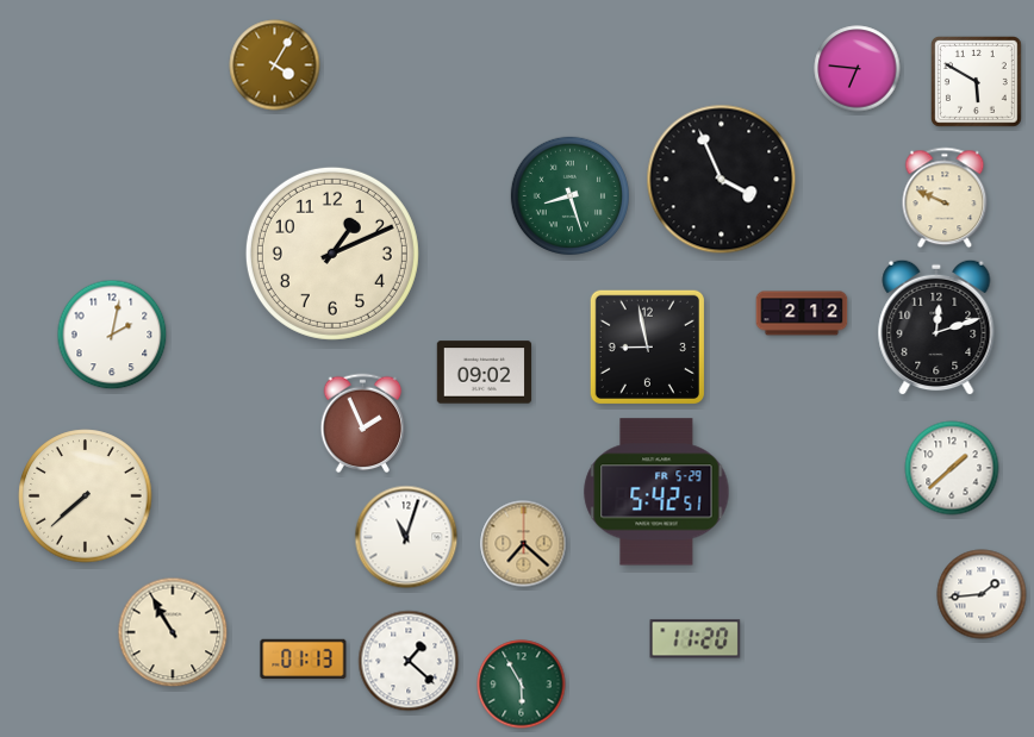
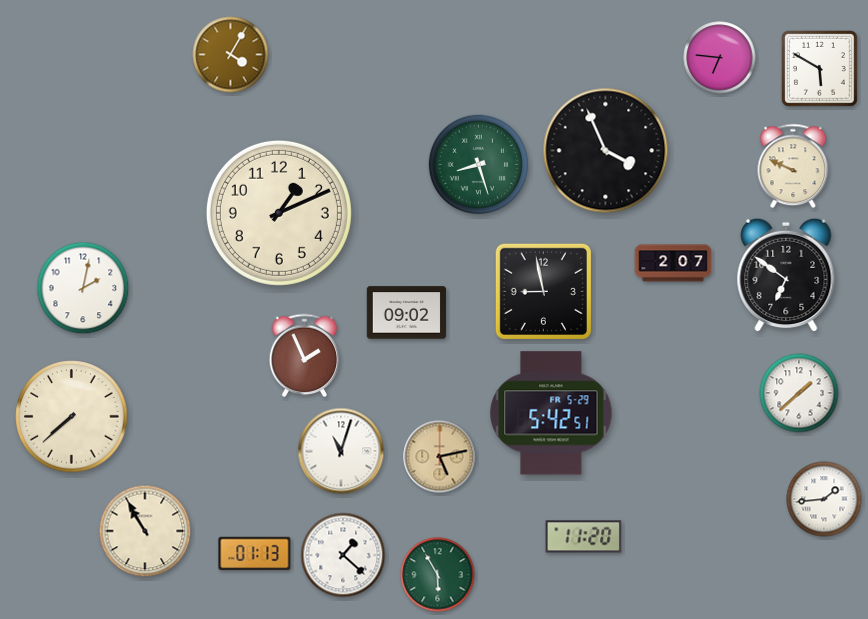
clock at (802, 313): 2:12 -> 2:07
clock at (936, 327): 12:12 -> 6:51
clock at (112, 335) position: (112, 335) -> (83, 288)
clock at (524, 544): 7:22 -> 5:13
